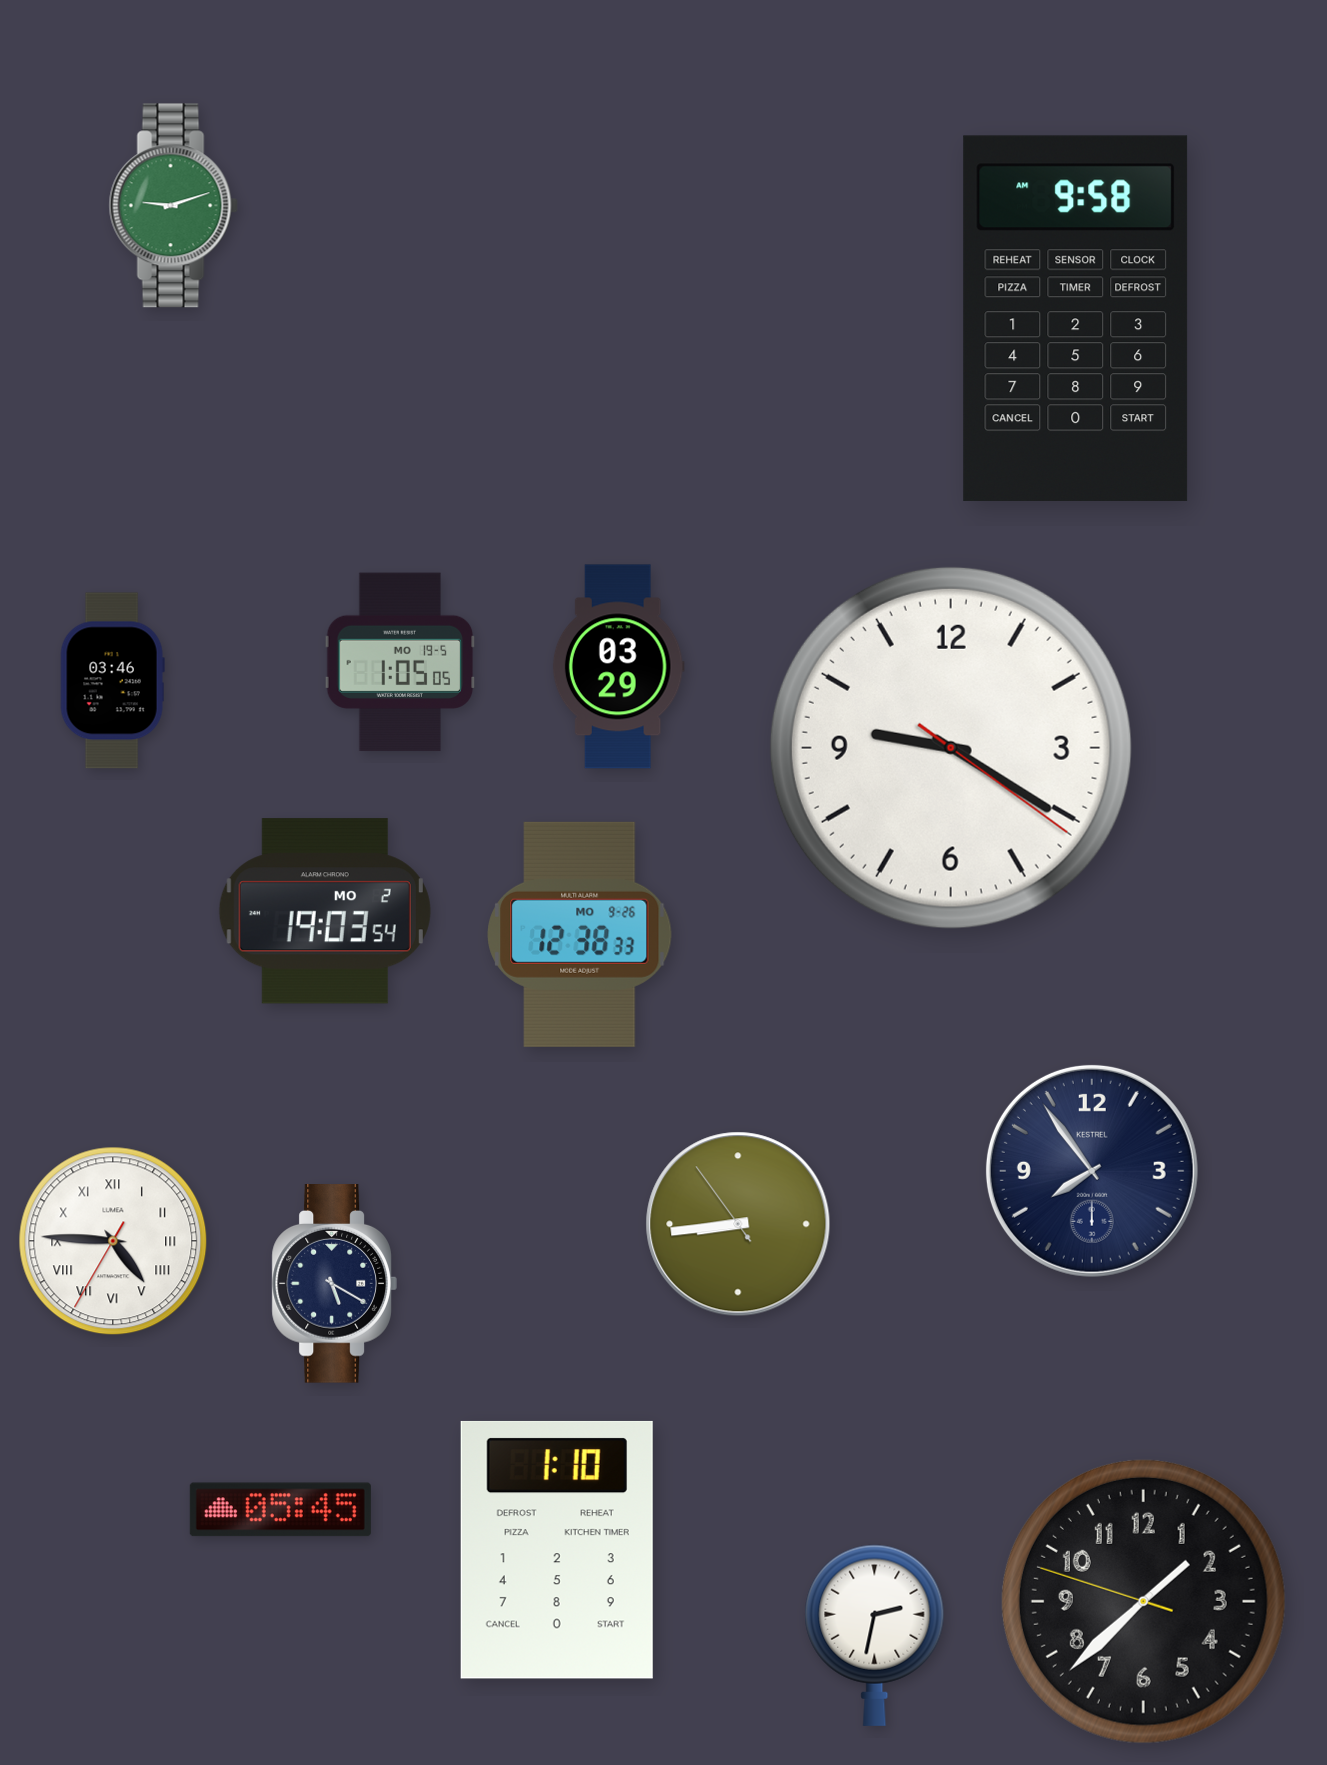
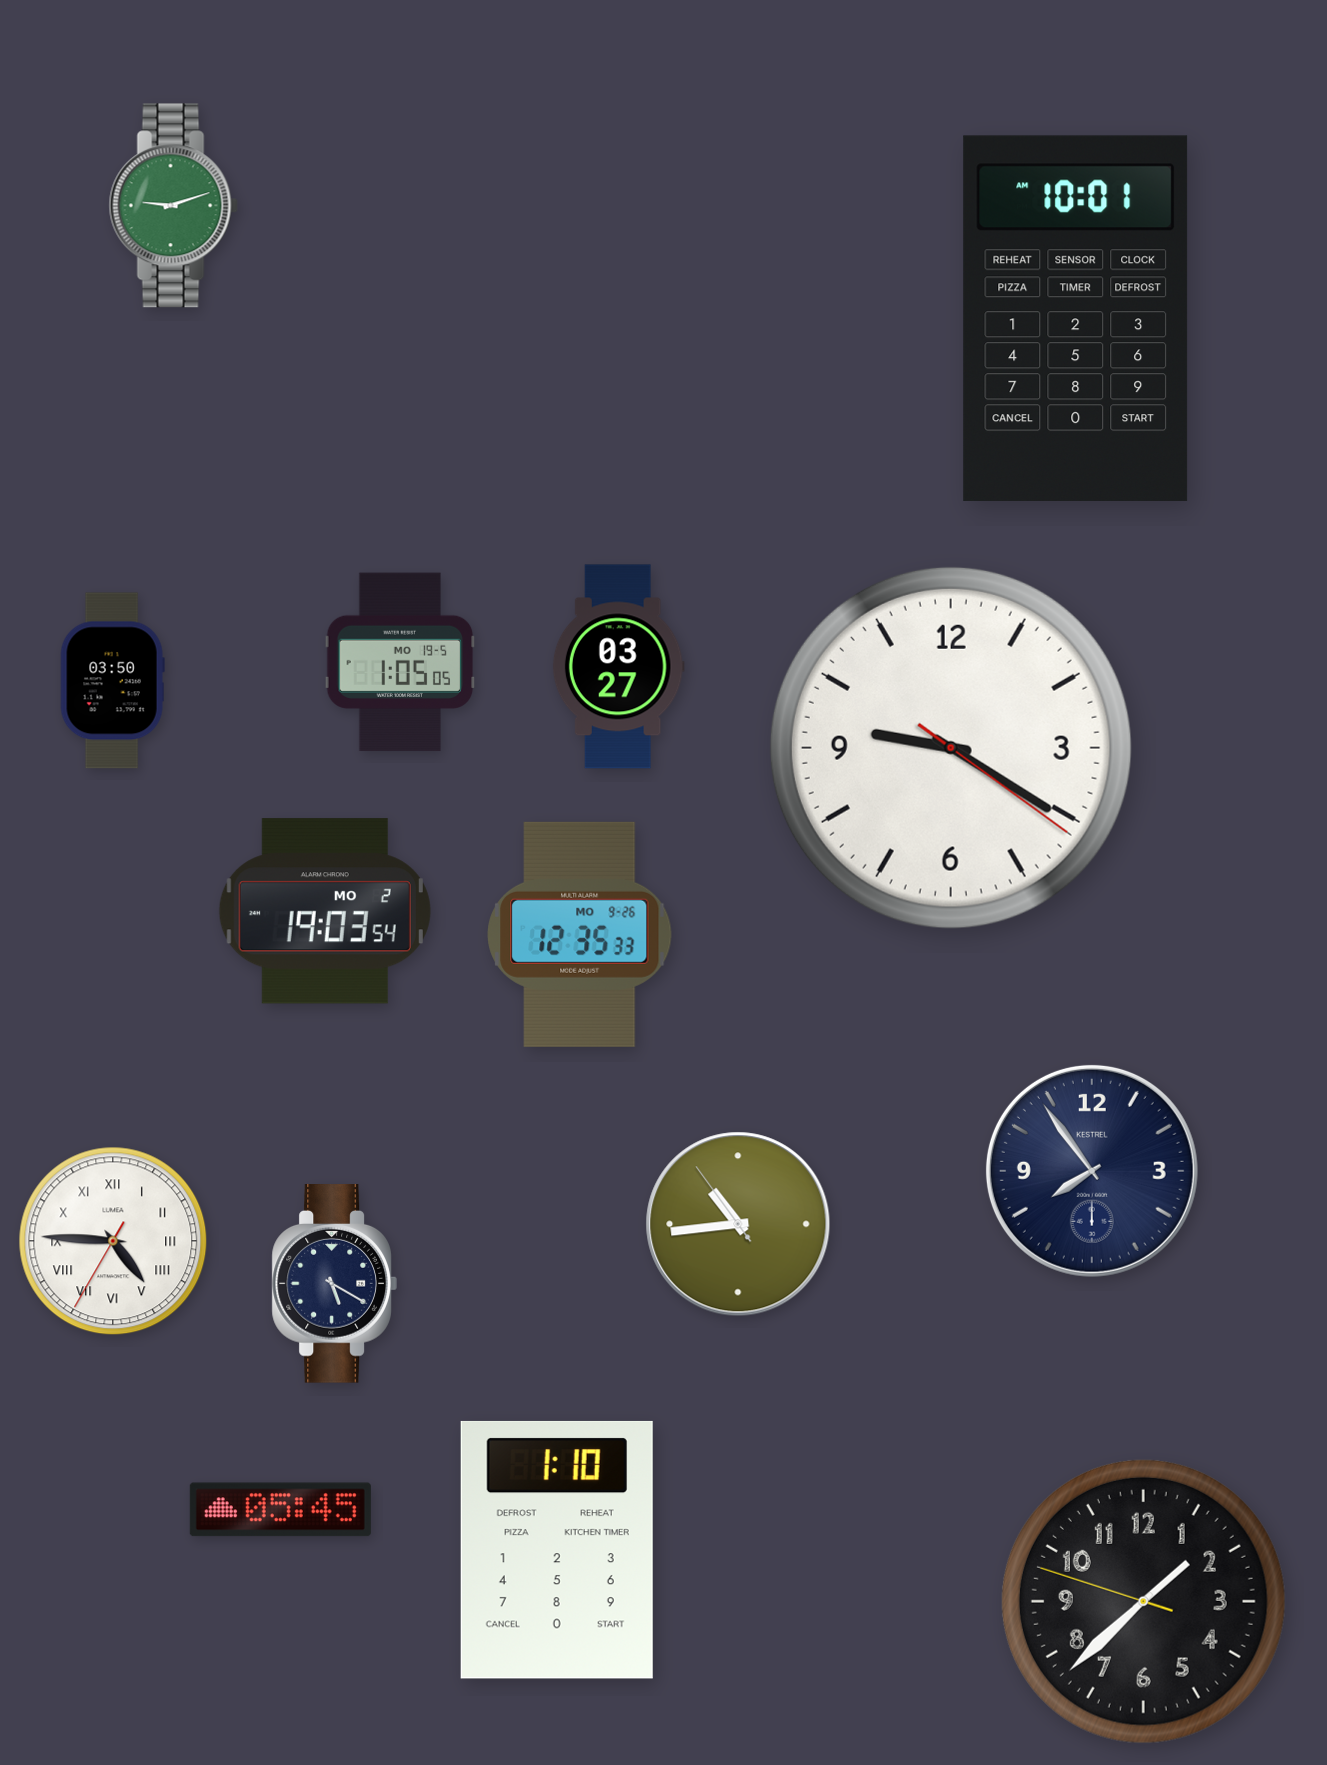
clock at (1076, 318): 9:58 -> 10:01
clock at (618, 667): 03:29 -> 03:27
clock at (112, 681): 03:46 -> 03:50
clock at (580, 934): 12:38 -> 12:35
clock at (738, 1224): 8:43 -> 10:43
clock at (875, 1635): 2:32 -> none
